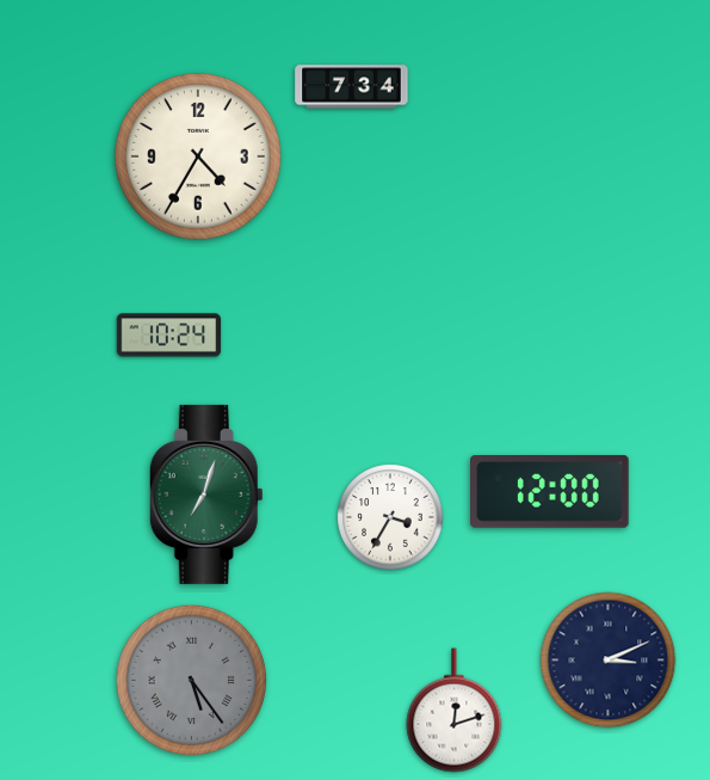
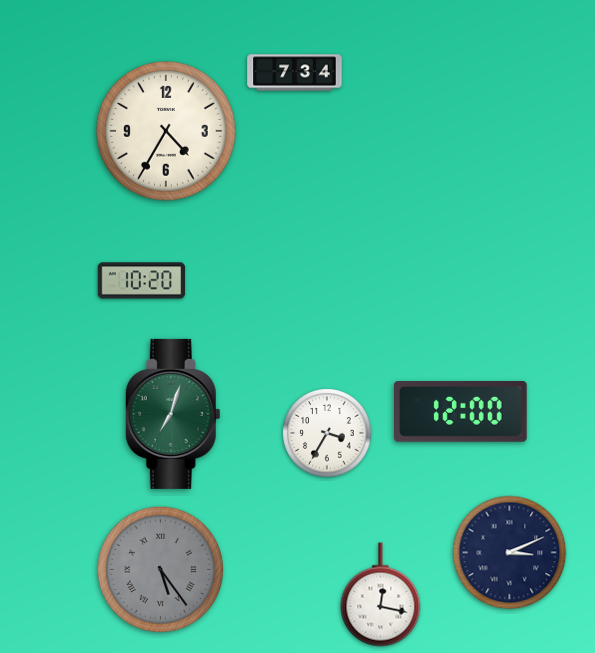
clock at (169, 336): 10:24 -> 10:20
clock at (455, 711): 12:12 -> 12:17
